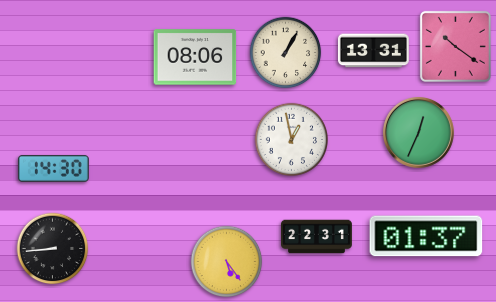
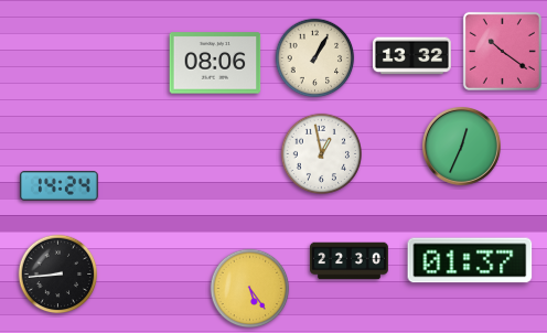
clock at (373, 51): 13:31 -> 13:32
clock at (53, 168): 14:30 -> 14:24
clock at (317, 237): 22:31 -> 22:30
